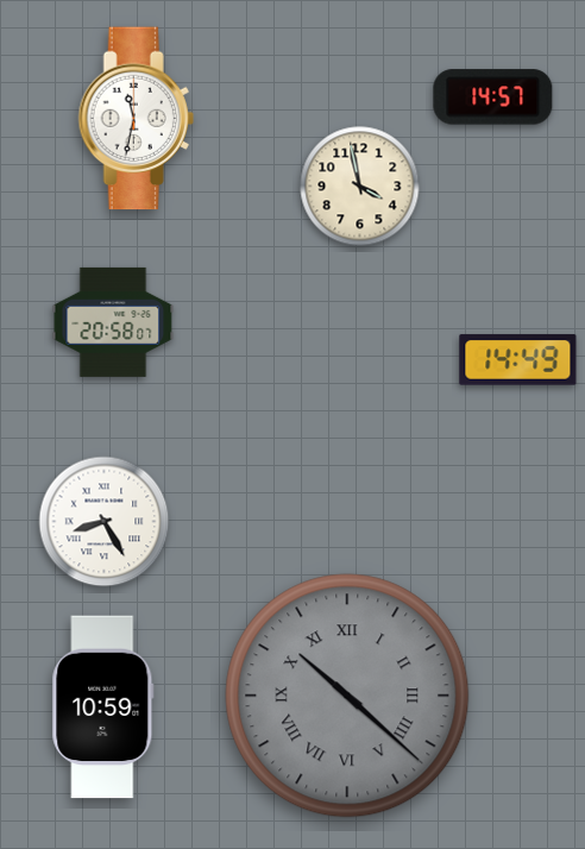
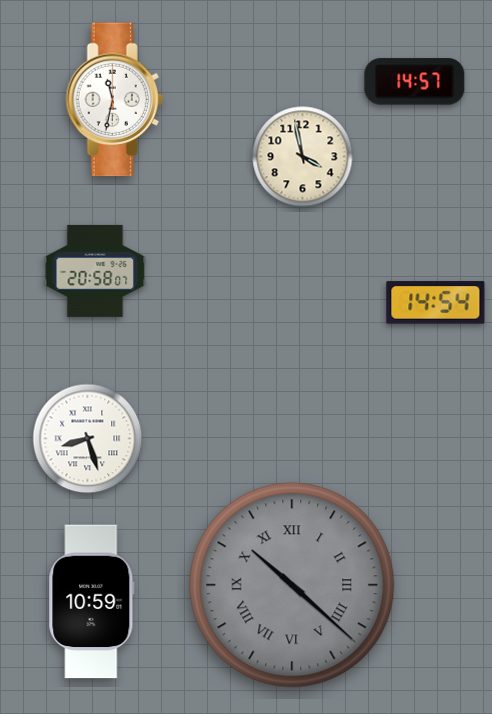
clock at (518, 360): 14:49 -> 14:54
clock at (105, 522): 8:25 -> 8:27
clock at (103, 707) position: (103, 707) -> (92, 602)
